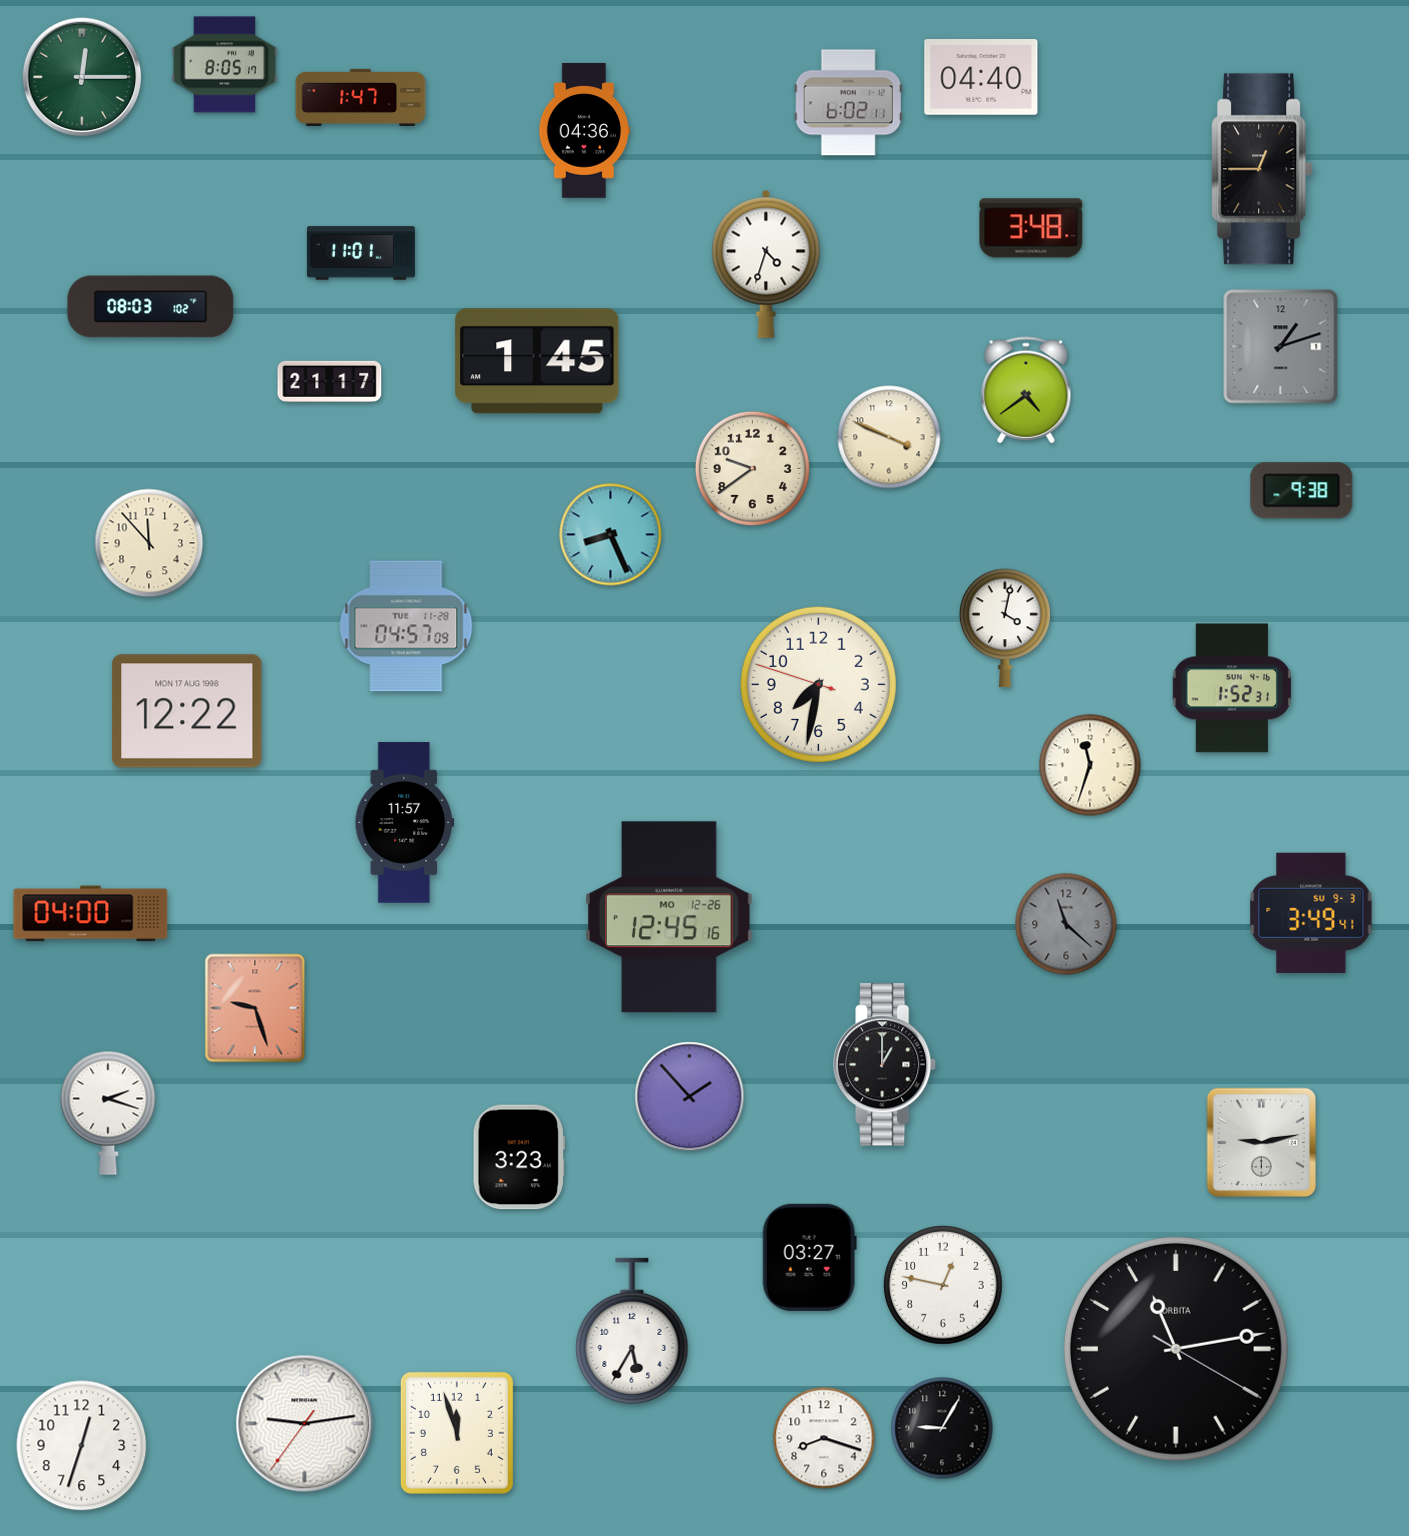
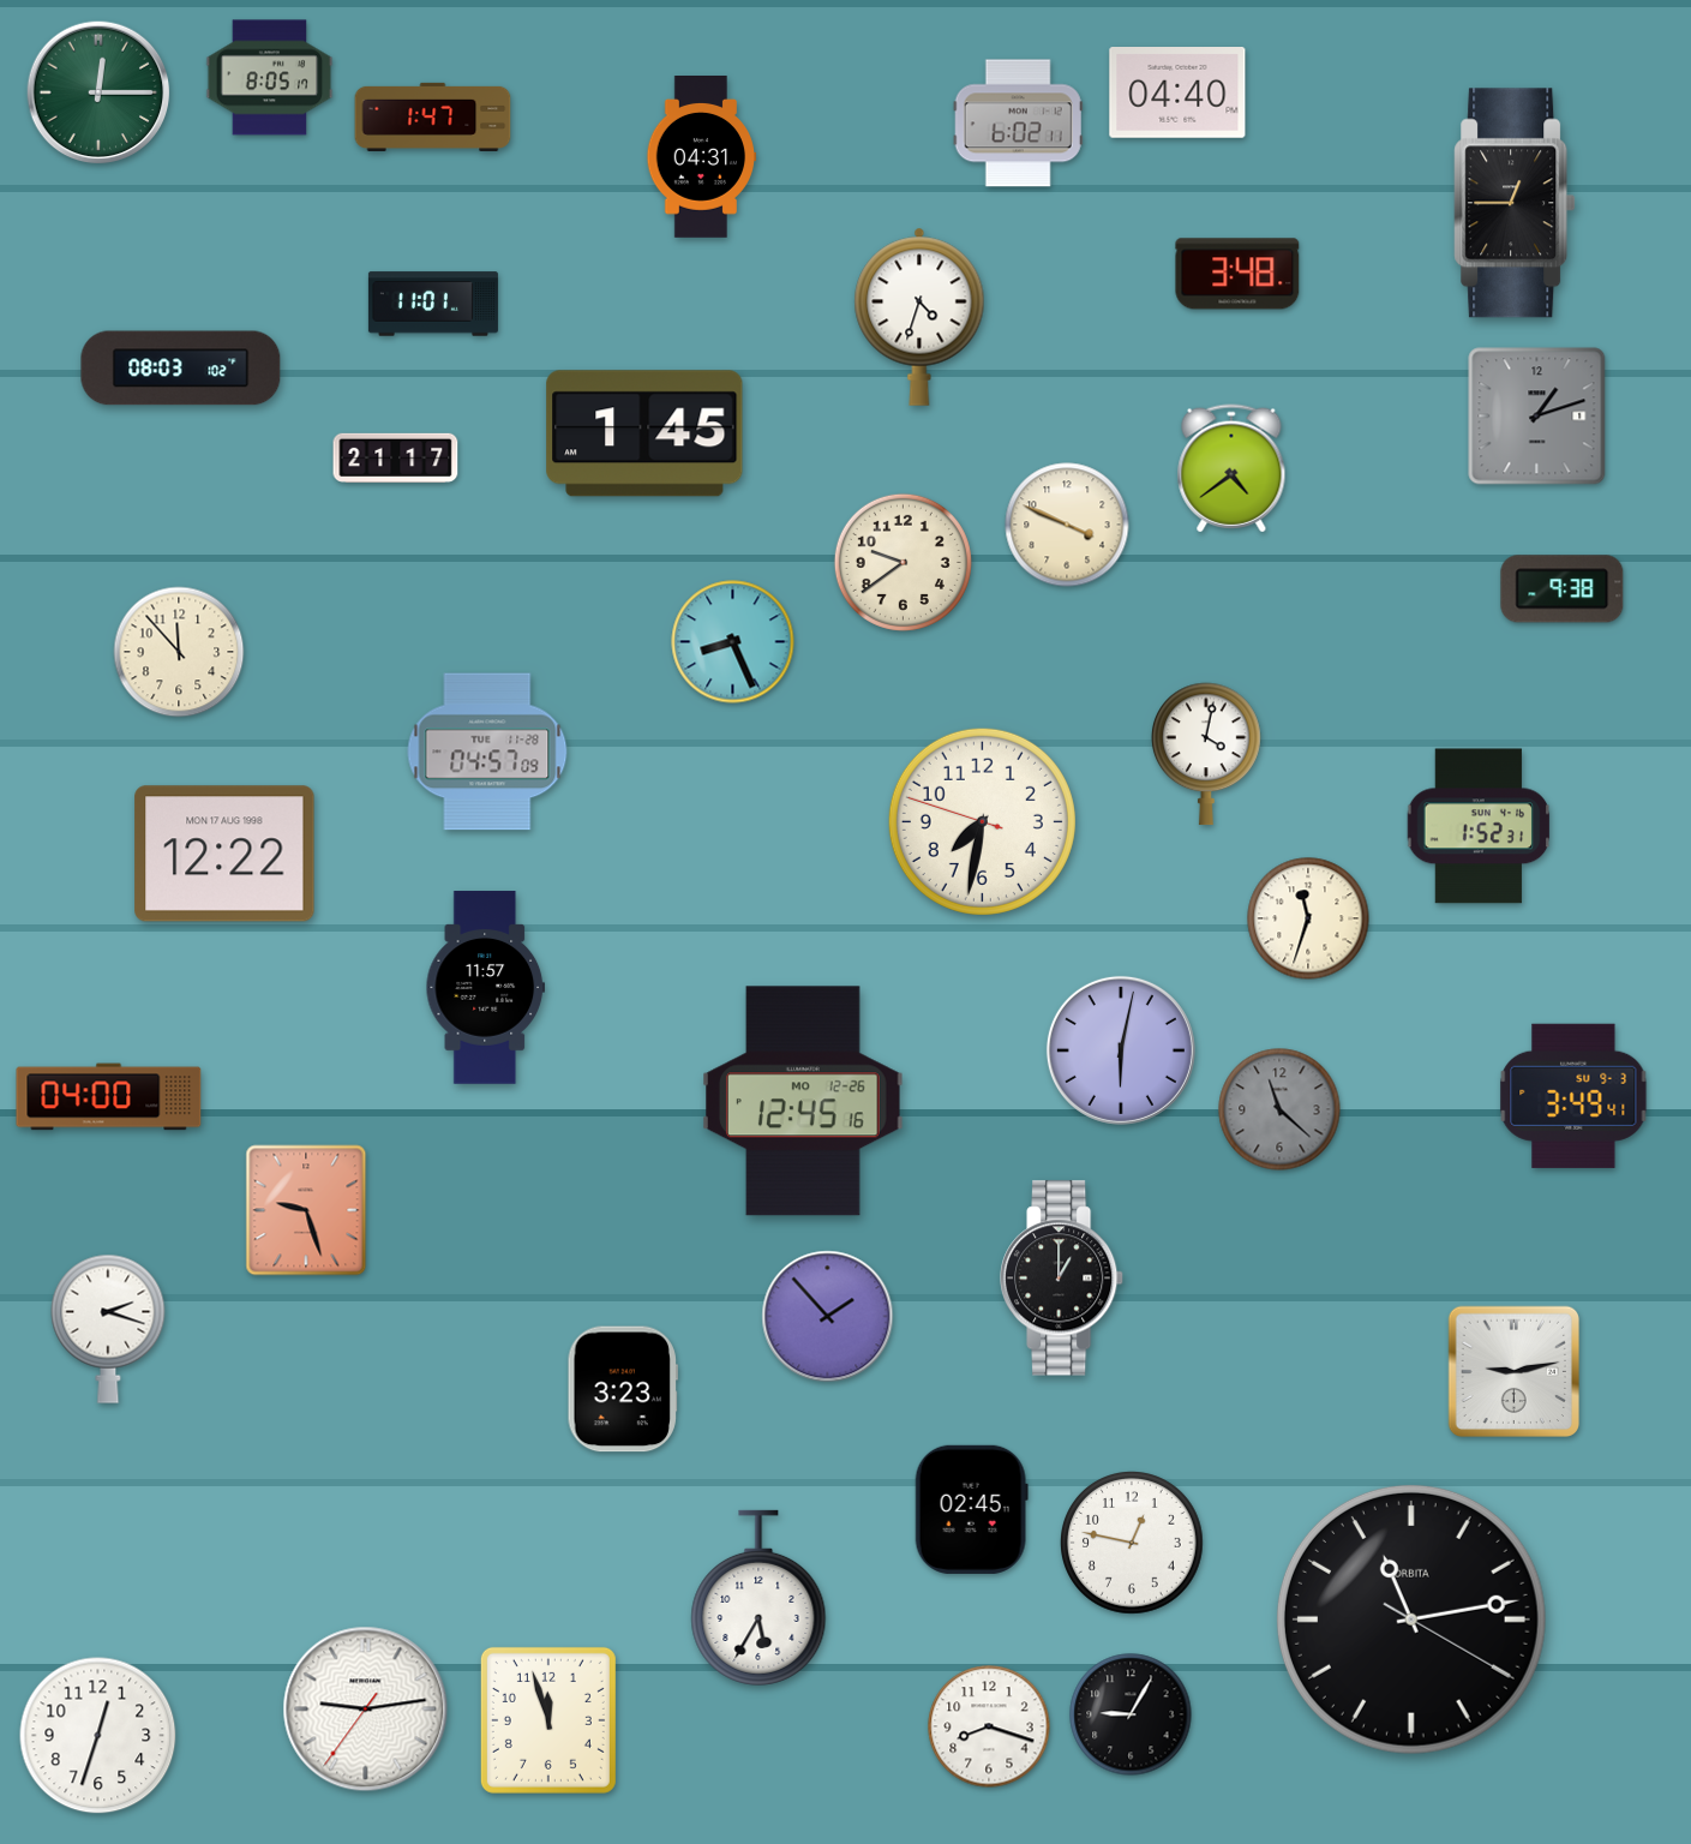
clock at (585, 131): 04:36 -> 04:31
clock at (1121, 1050): none -> 6:02
clock at (108, 1113) position: (108, 1113) -> (108, 1329)
clock at (809, 1257): 03:27 -> 02:45
